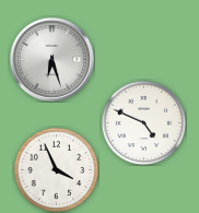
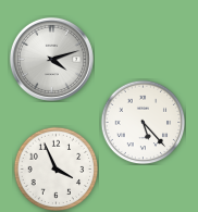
clock at (51, 59): 6:27 -> 4:12
clock at (143, 122): 4:49 -> 5:23
